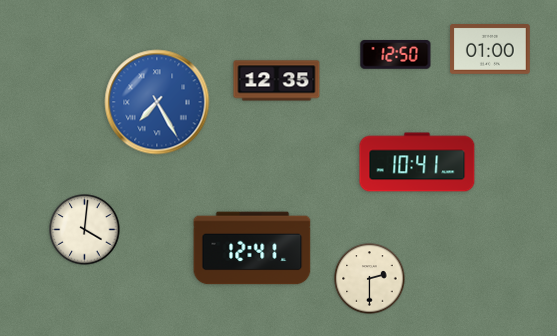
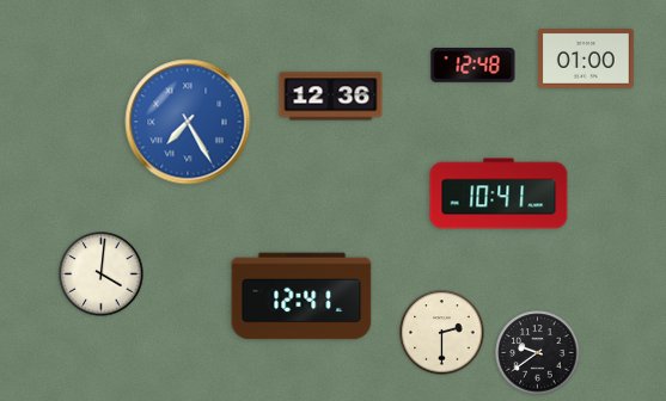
clock at (396, 55): 12:50 -> 12:48
clock at (277, 81): 12:35 -> 12:36
clock at (538, 353): none -> 9:39
